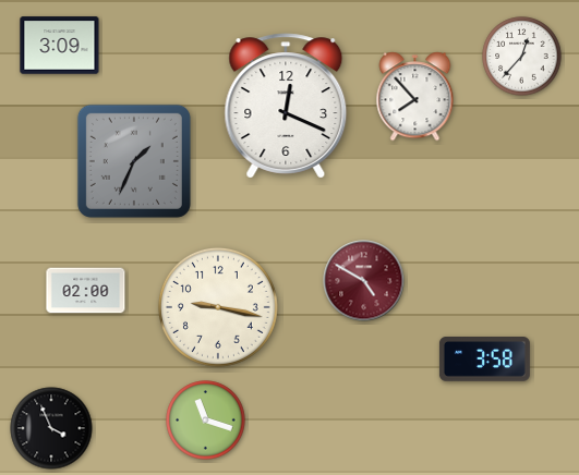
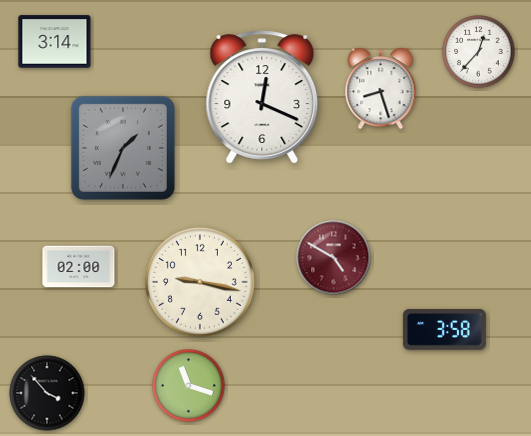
clock at (60, 46): 3:09 -> 3:14
clock at (415, 97): 7:53 -> 8:27
clock at (51, 428): 3:56 -> 3:53
